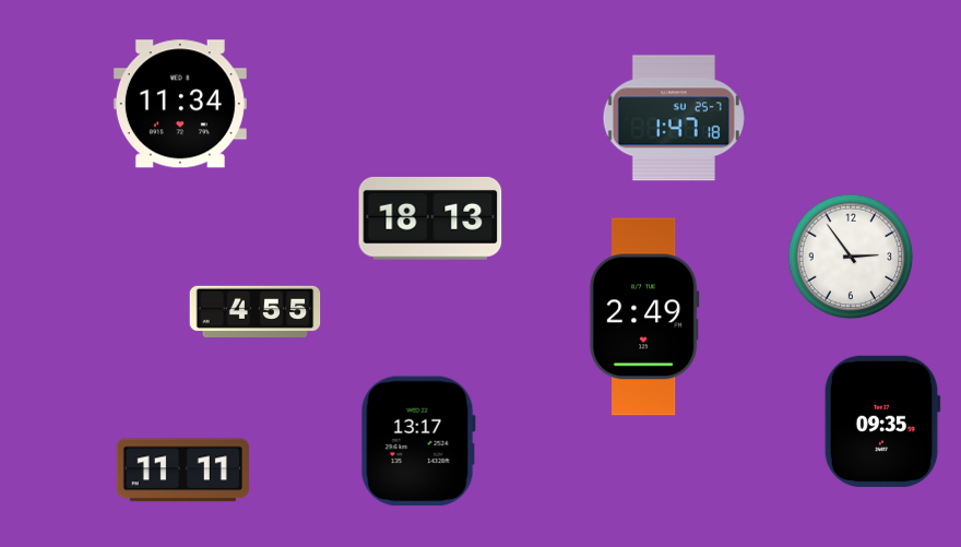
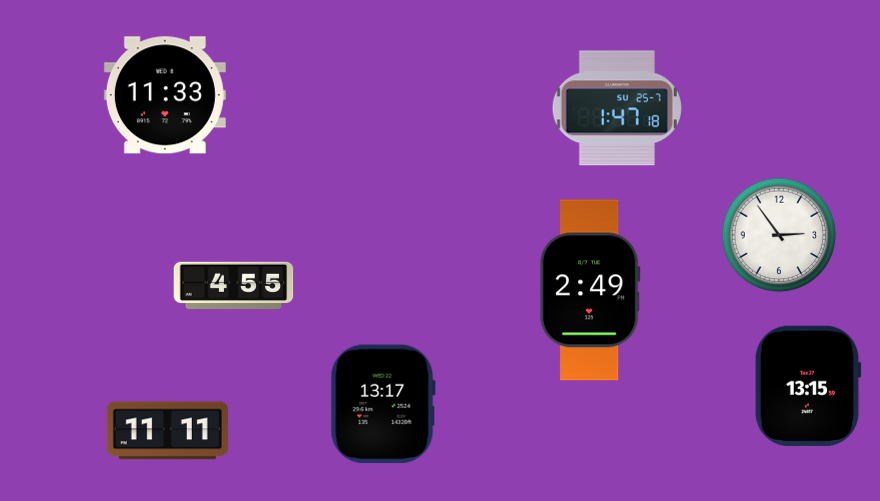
clock at (180, 104): 11:34 -> 11:33
clock at (430, 218): 18:13 -> none
clock at (882, 421): 09:35 -> 13:15
